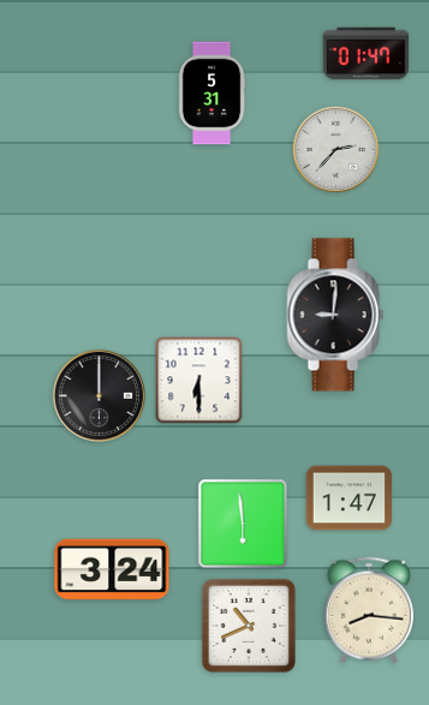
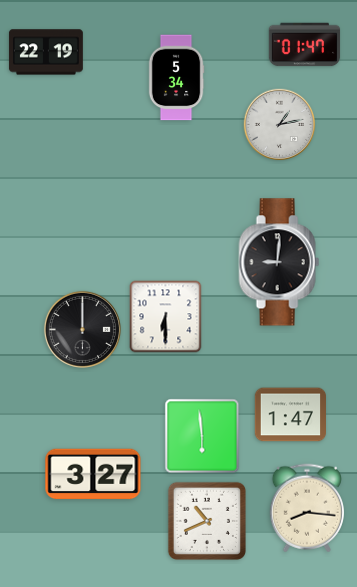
clock at (46, 52): none -> 22:19
clock at (211, 94): 5:31 -> 5:34
clock at (336, 150): 2:37 -> 1:13
clock at (112, 569): 3:24 -> 3:27
